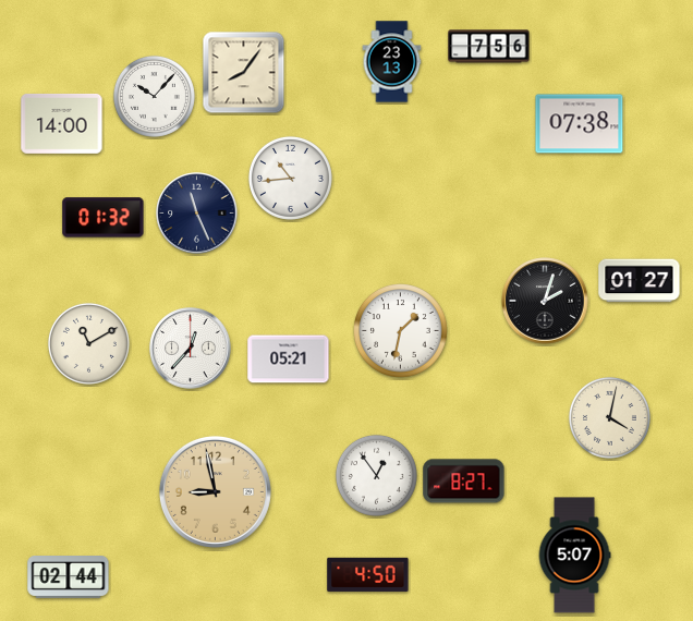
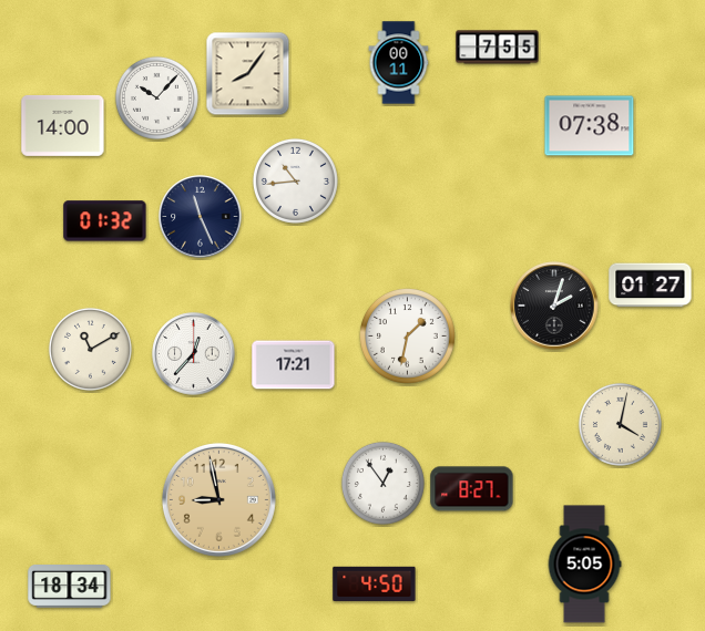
clock at (489, 47): 7:56 -> 7:55
clock at (392, 62): 23:13 -> 00:11
clock at (289, 360): 05:21 -> 17:21
clock at (574, 556): 5:07 -> 5:05
clock at (69, 577): 02:44 -> 18:34
